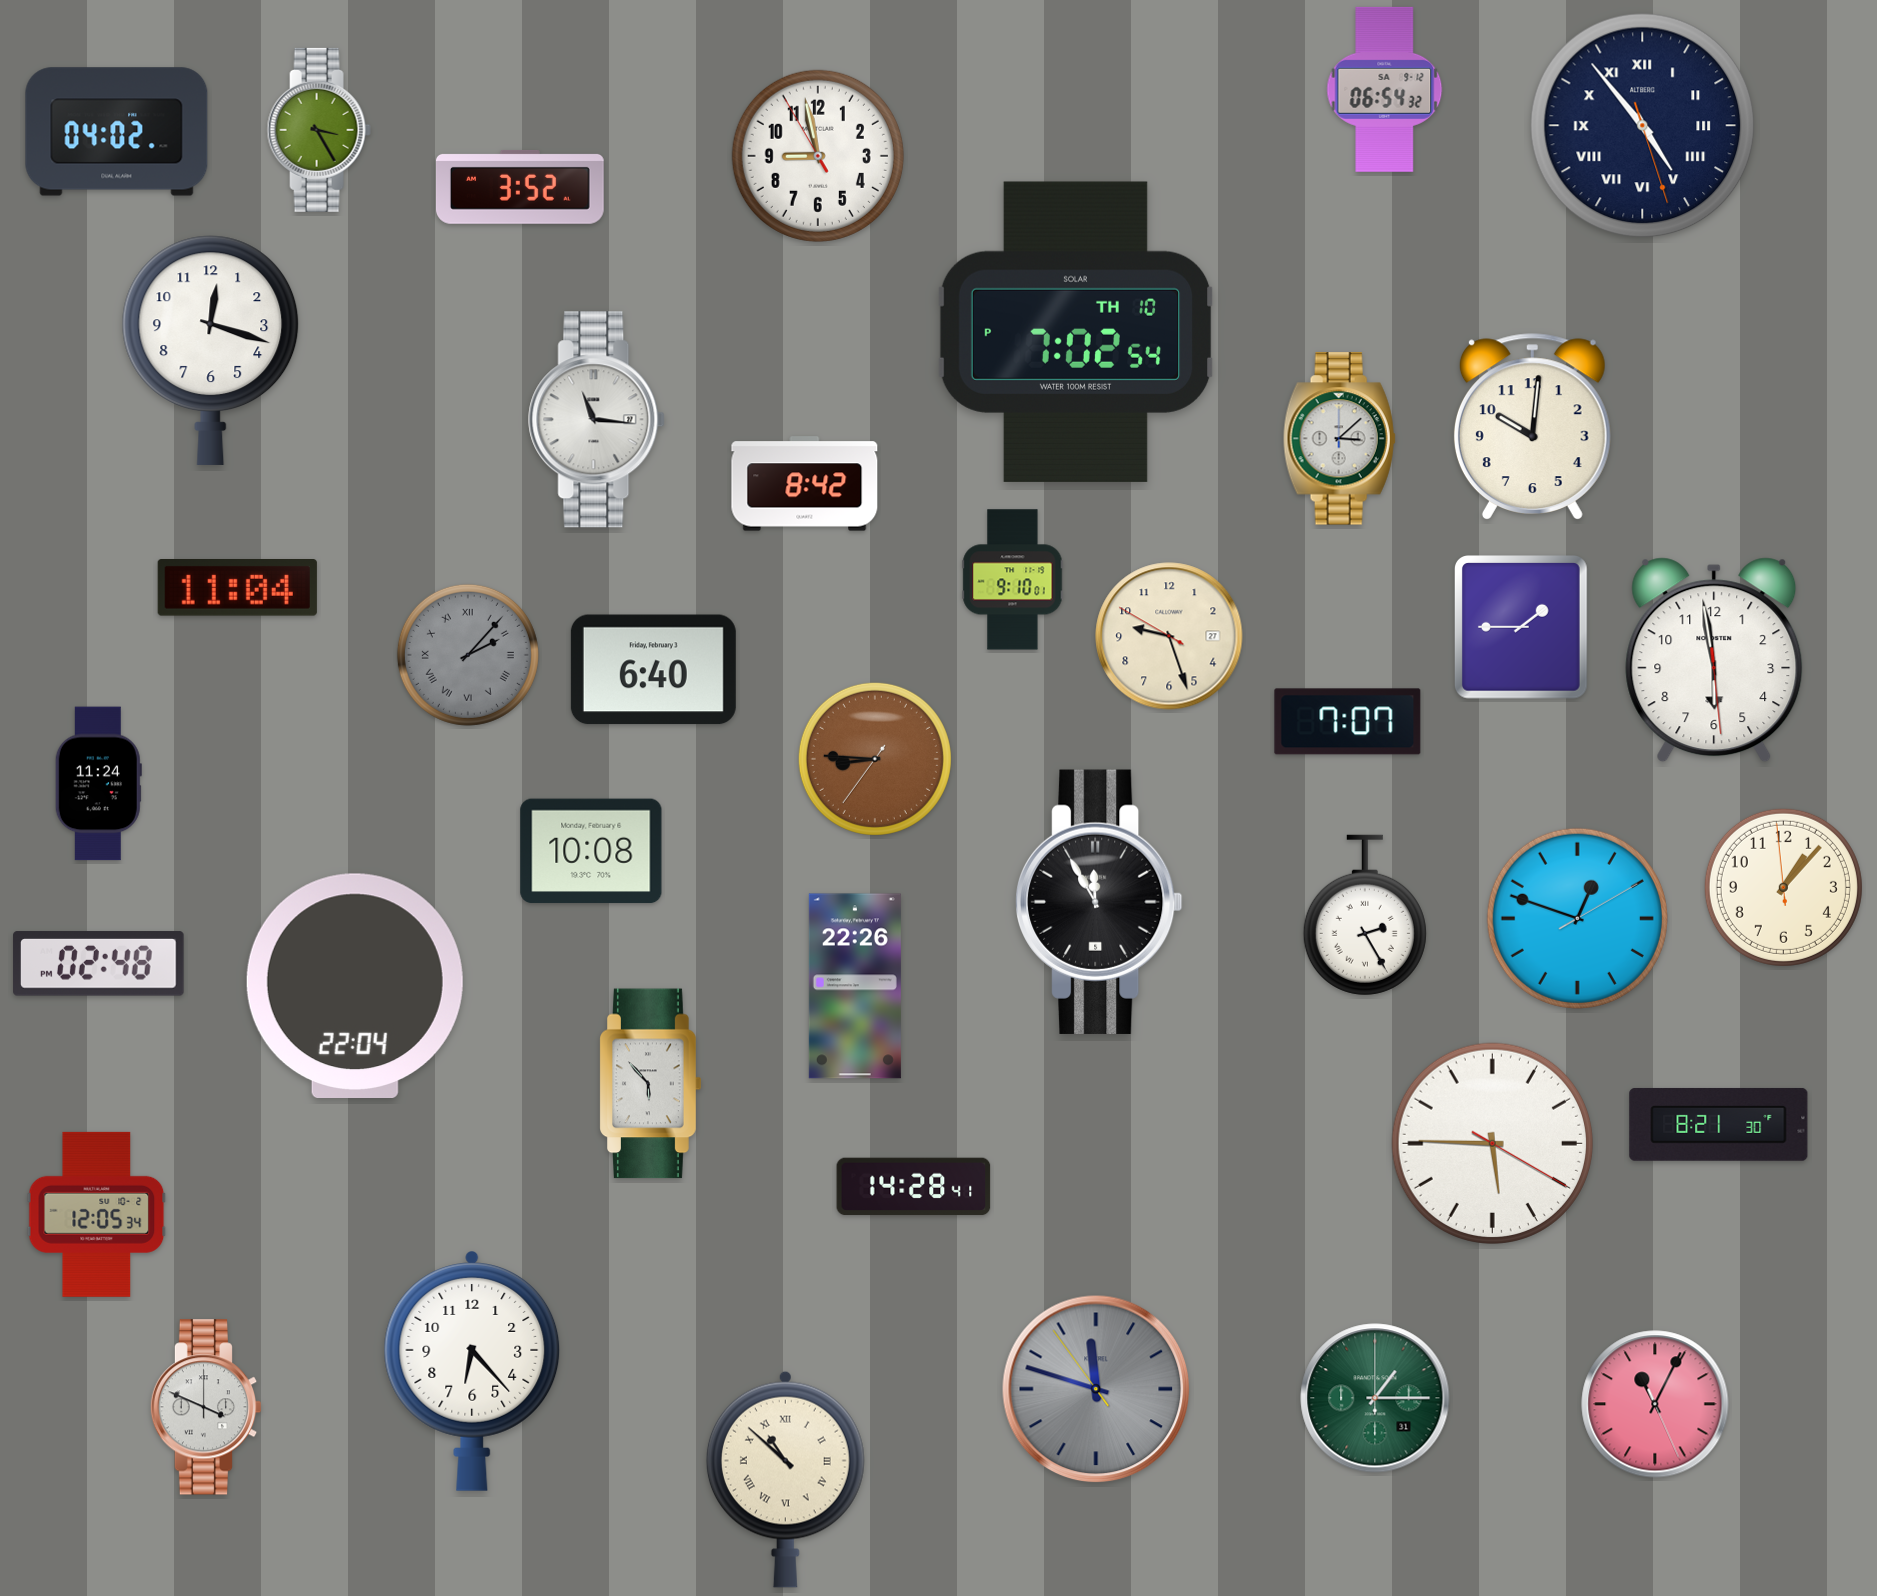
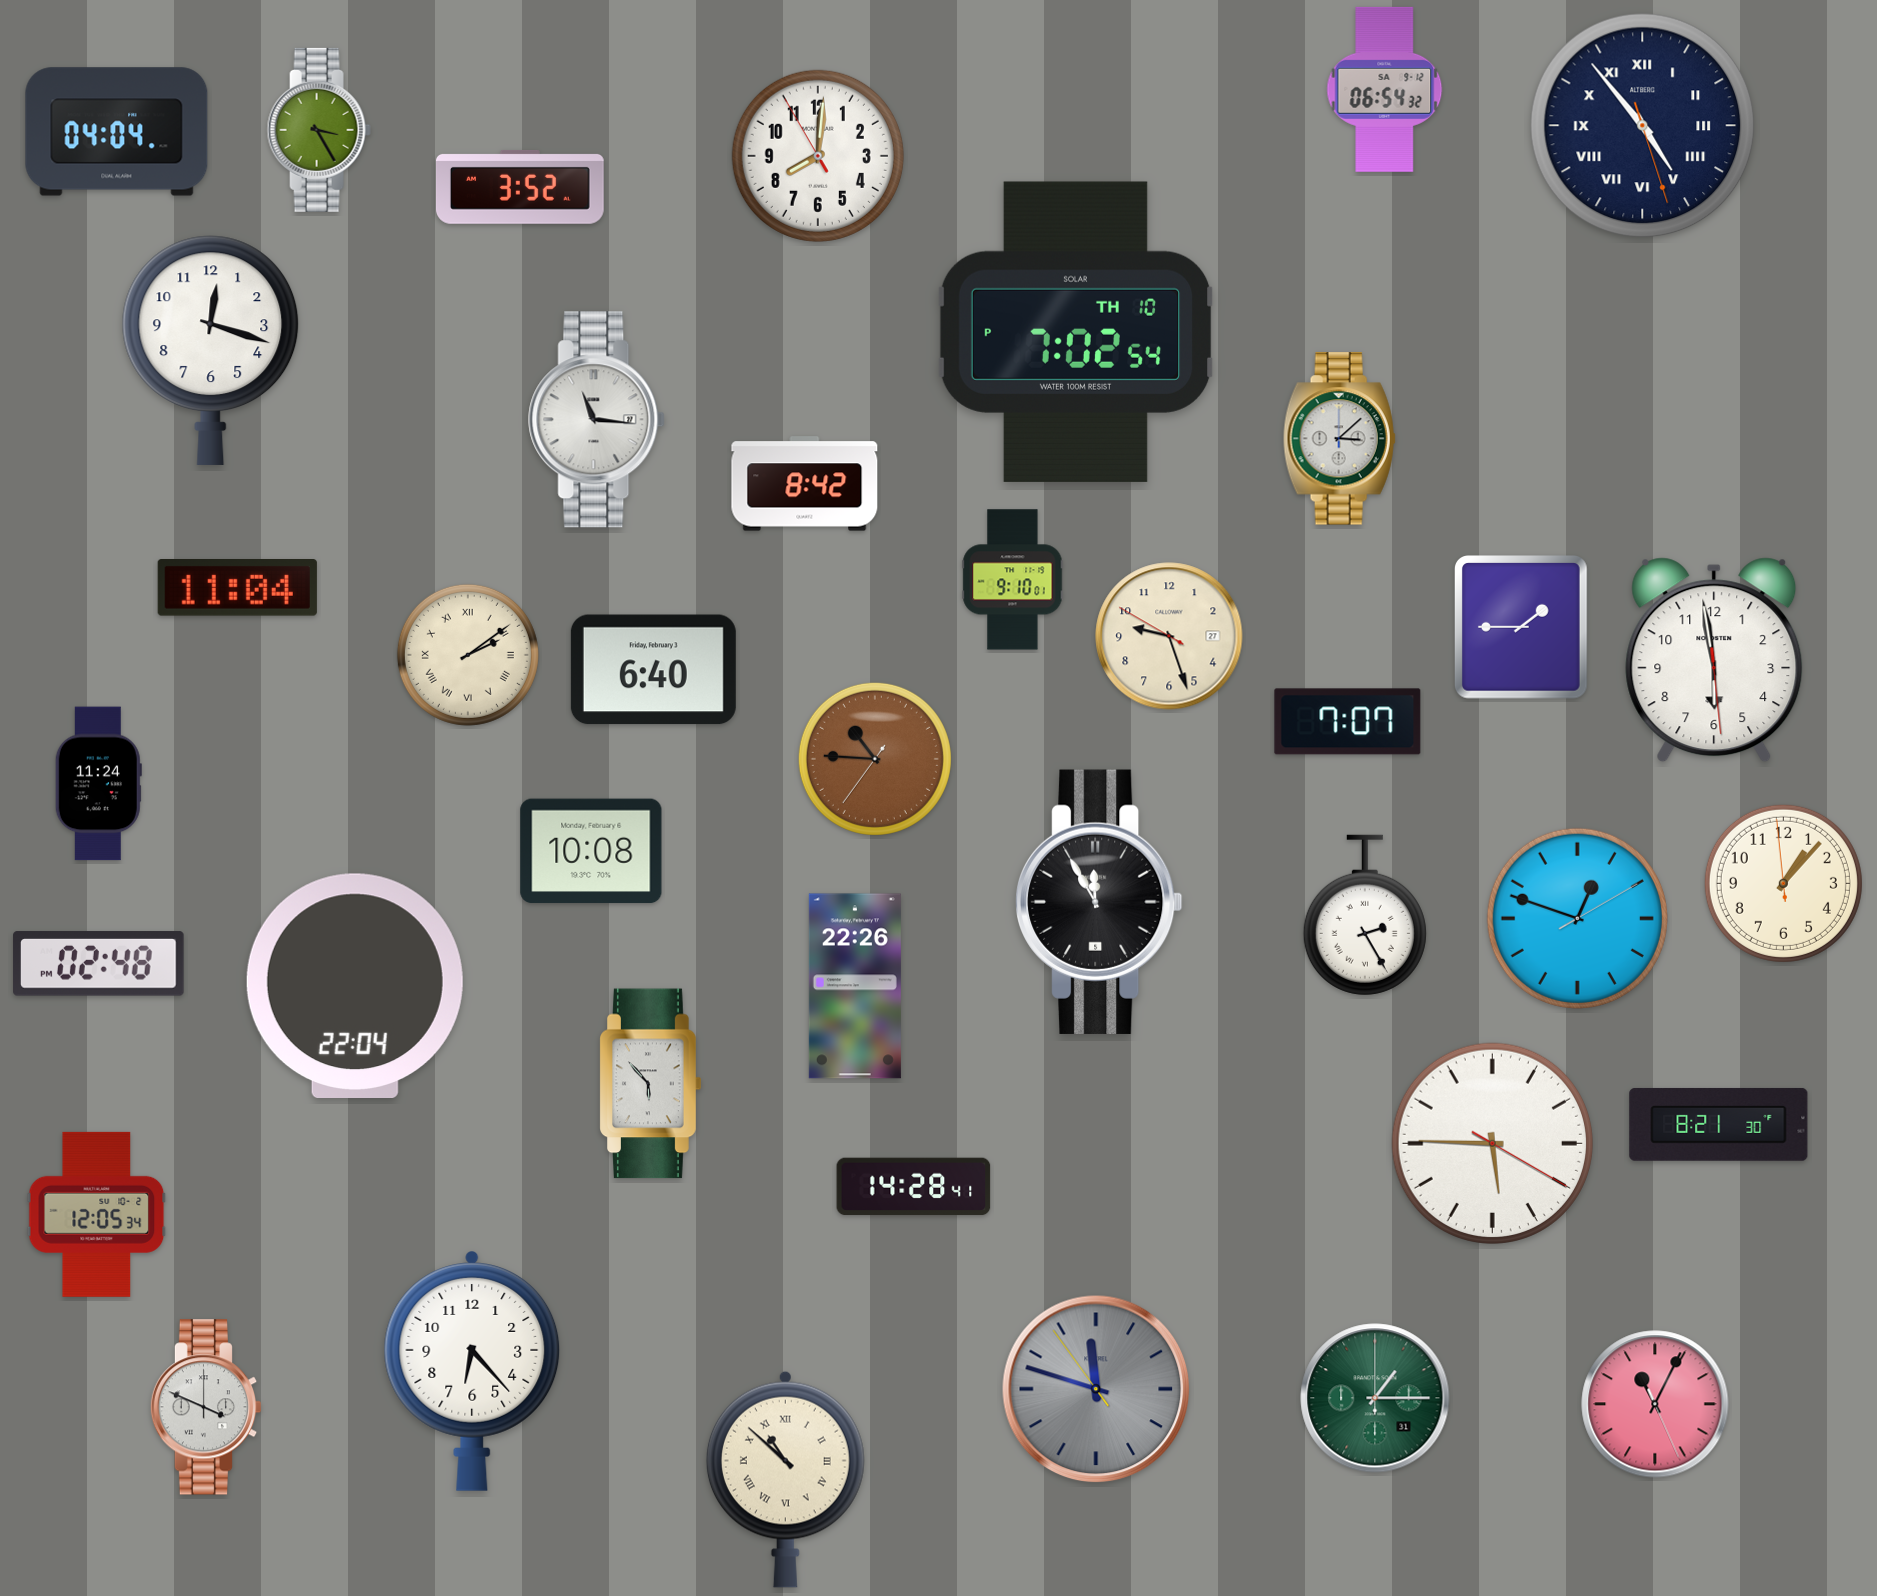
clock at (117, 132): 04:02 -> 04:04
clock at (818, 156): 8:57 -> 8:00
clock at (1532, 427): 10:01 -> none
clock at (468, 655): 2:07 -> 2:09
clock at (468, 655) dial: grey -> cream
clock at (875, 759): 8:45 -> 10:45
clock at (1783, 887) position: (1783, 887) -> (1783, 883)
